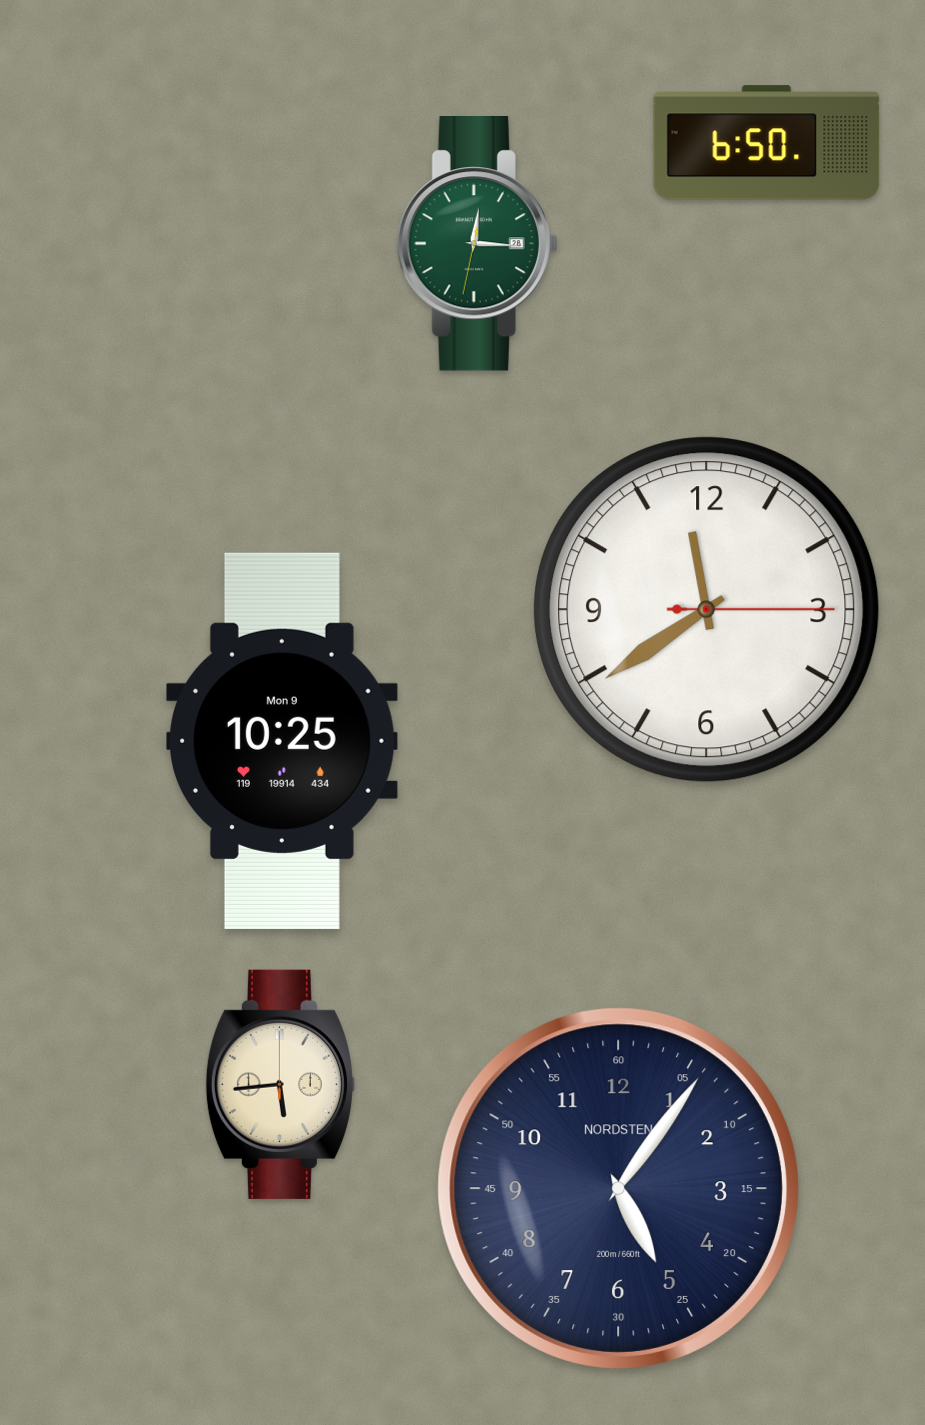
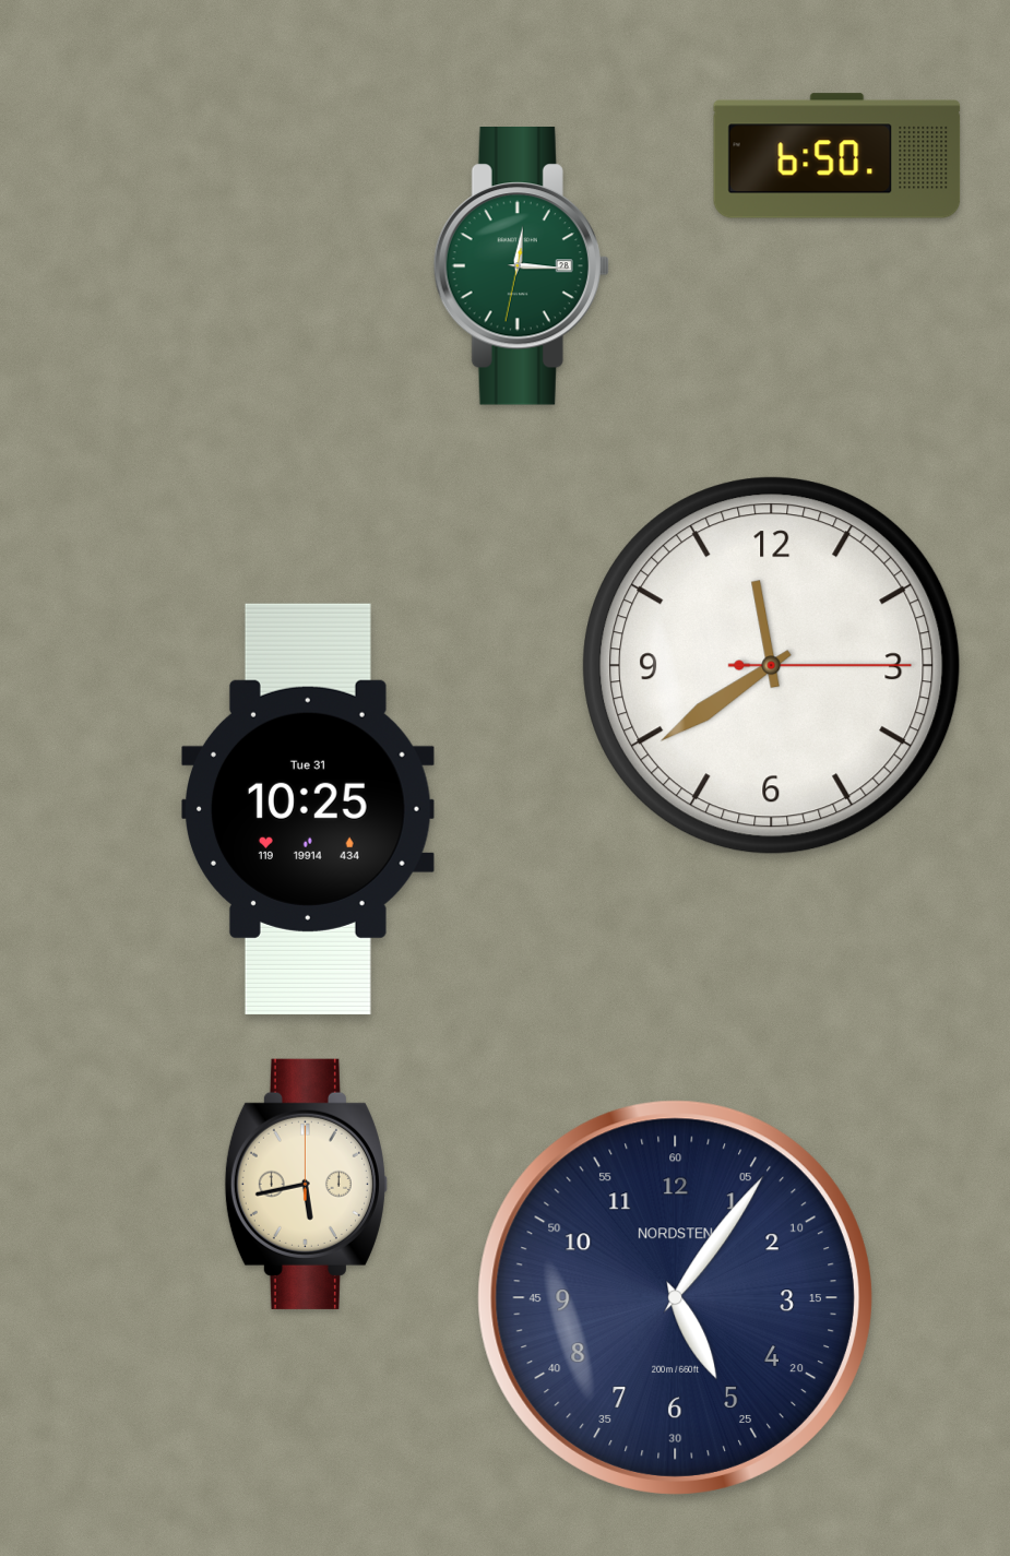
clock at (283, 741) date: Mon 9 -> Tue 31
clock at (280, 1084): 5:44 -> 5:43
